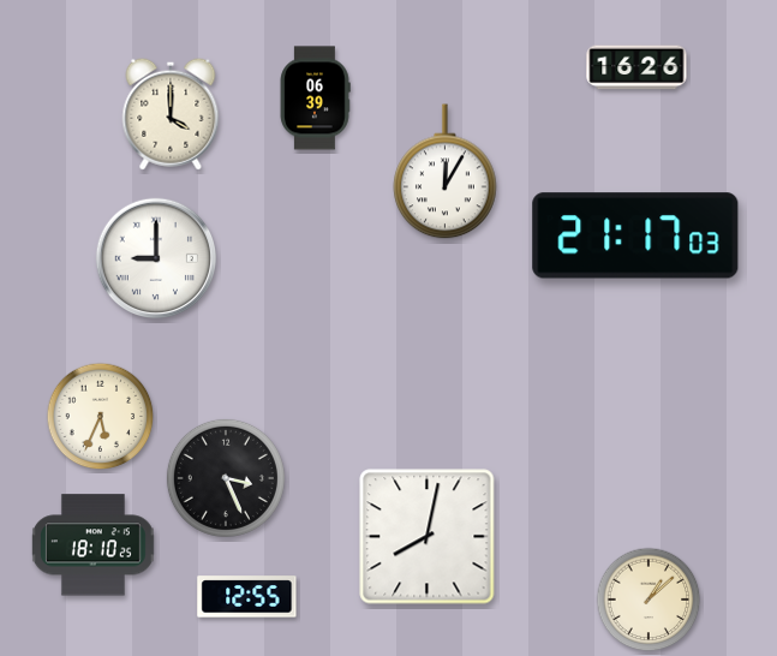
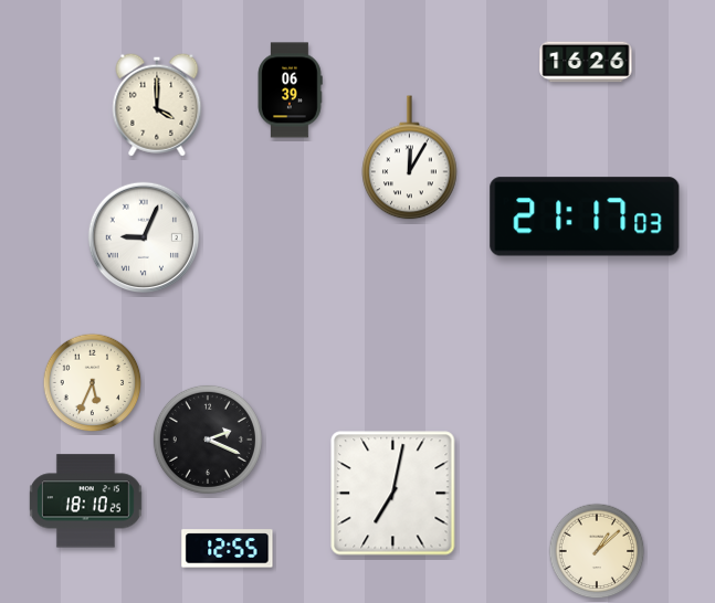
clock at (155, 257): 9:00 -> 9:04
clock at (226, 478): 3:26 -> 2:19
clock at (428, 537): 8:02 -> 7:02
